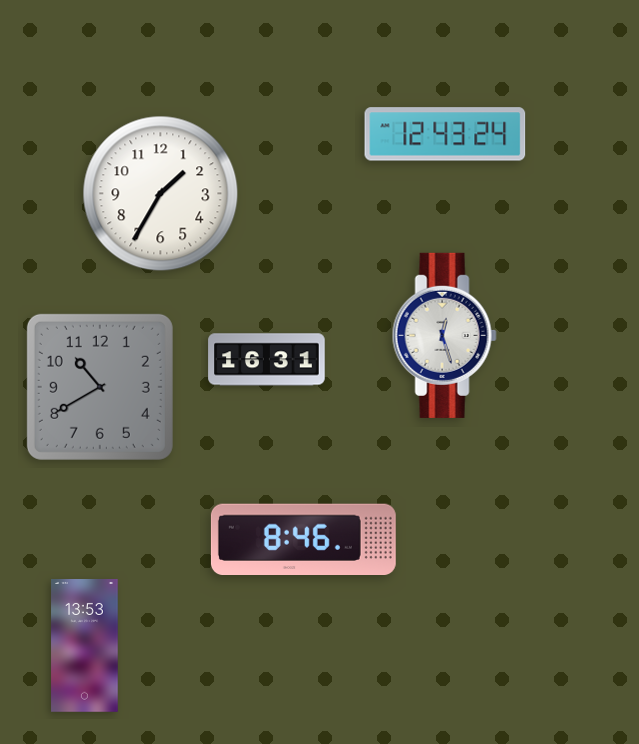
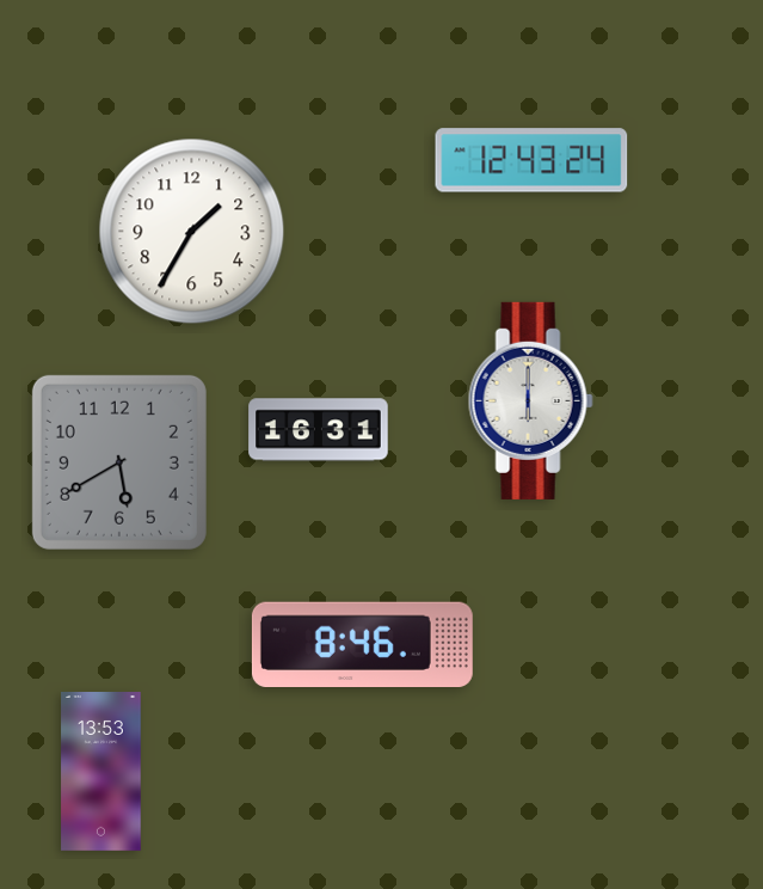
clock at (444, 335): 12:27 -> 6:00
clock at (100, 387): 10:40 -> 5:40
